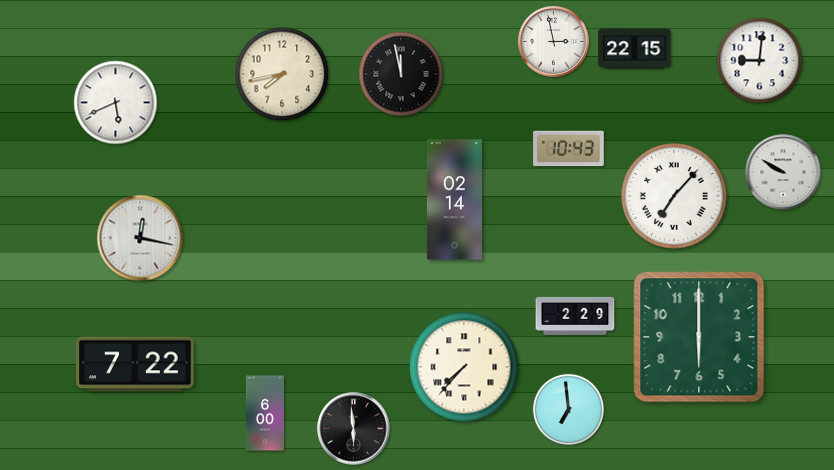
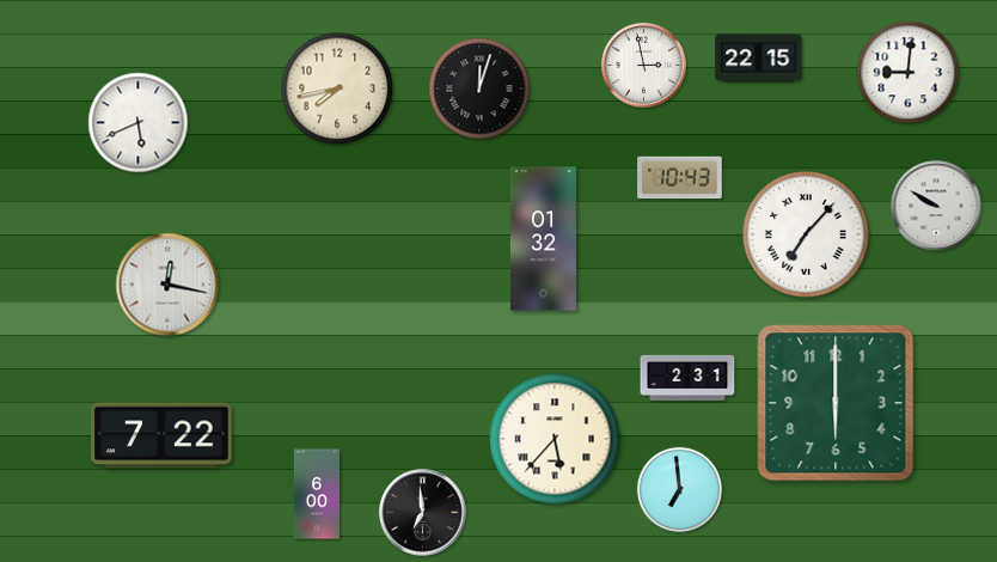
clock at (554, 42) position: (554, 42) -> (644, 66)
clock at (401, 74): 11:58 -> 12:03
clock at (454, 200): 02:14 -> 01:32
clock at (575, 316): 2:29 -> 2:31
clock at (464, 367): 7:37 -> 5:37
clock at (354, 429): 5:59 -> 6:59
